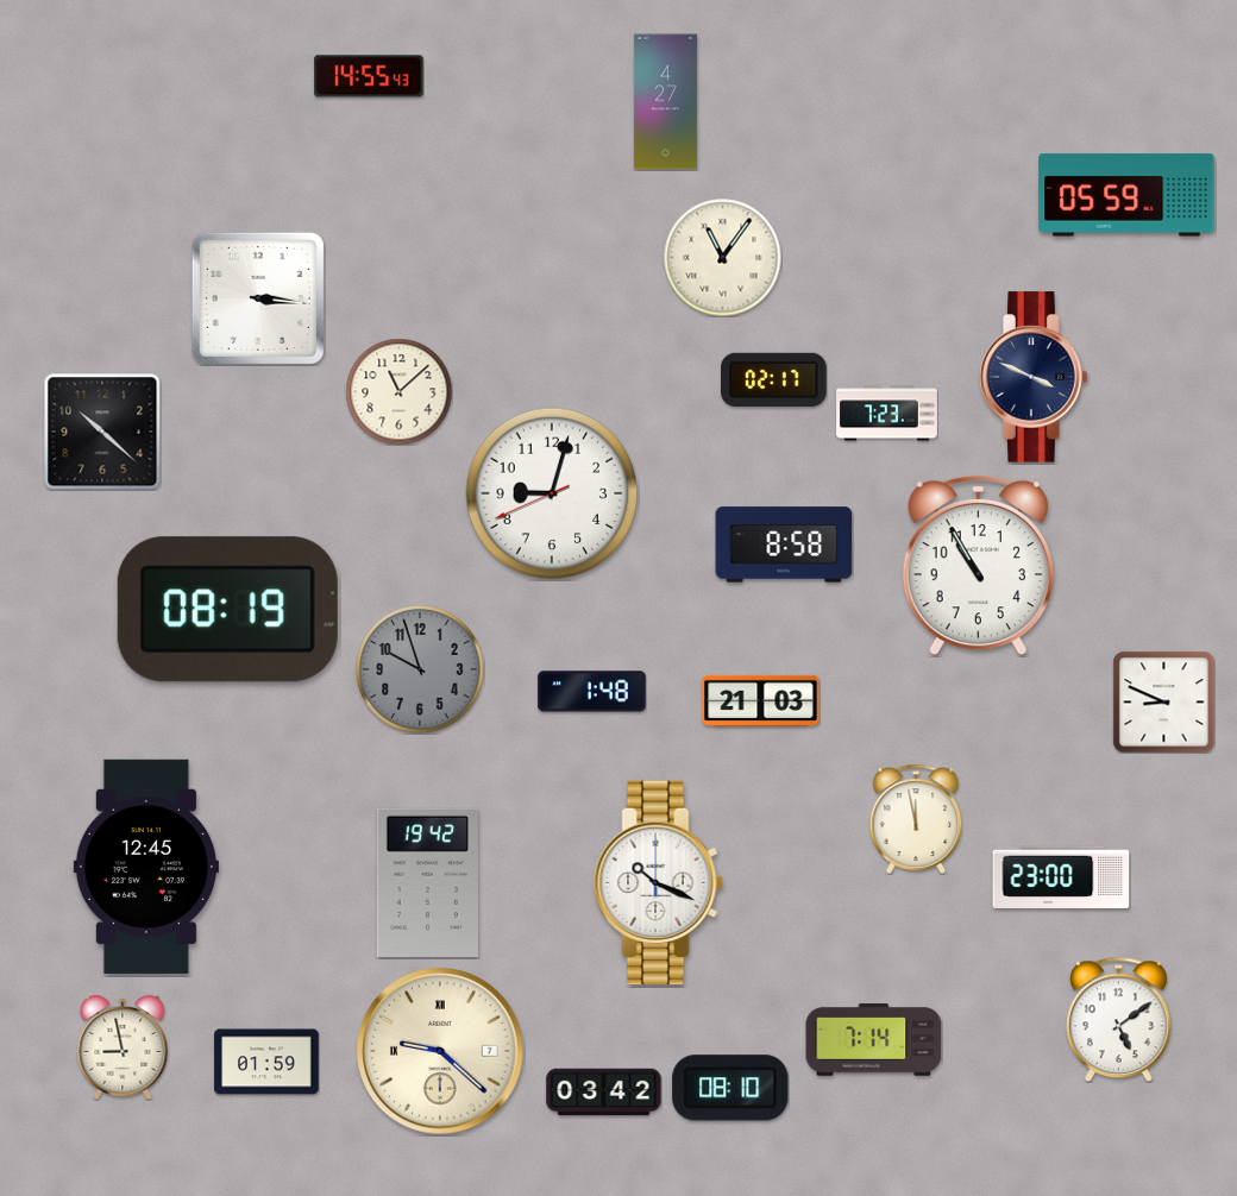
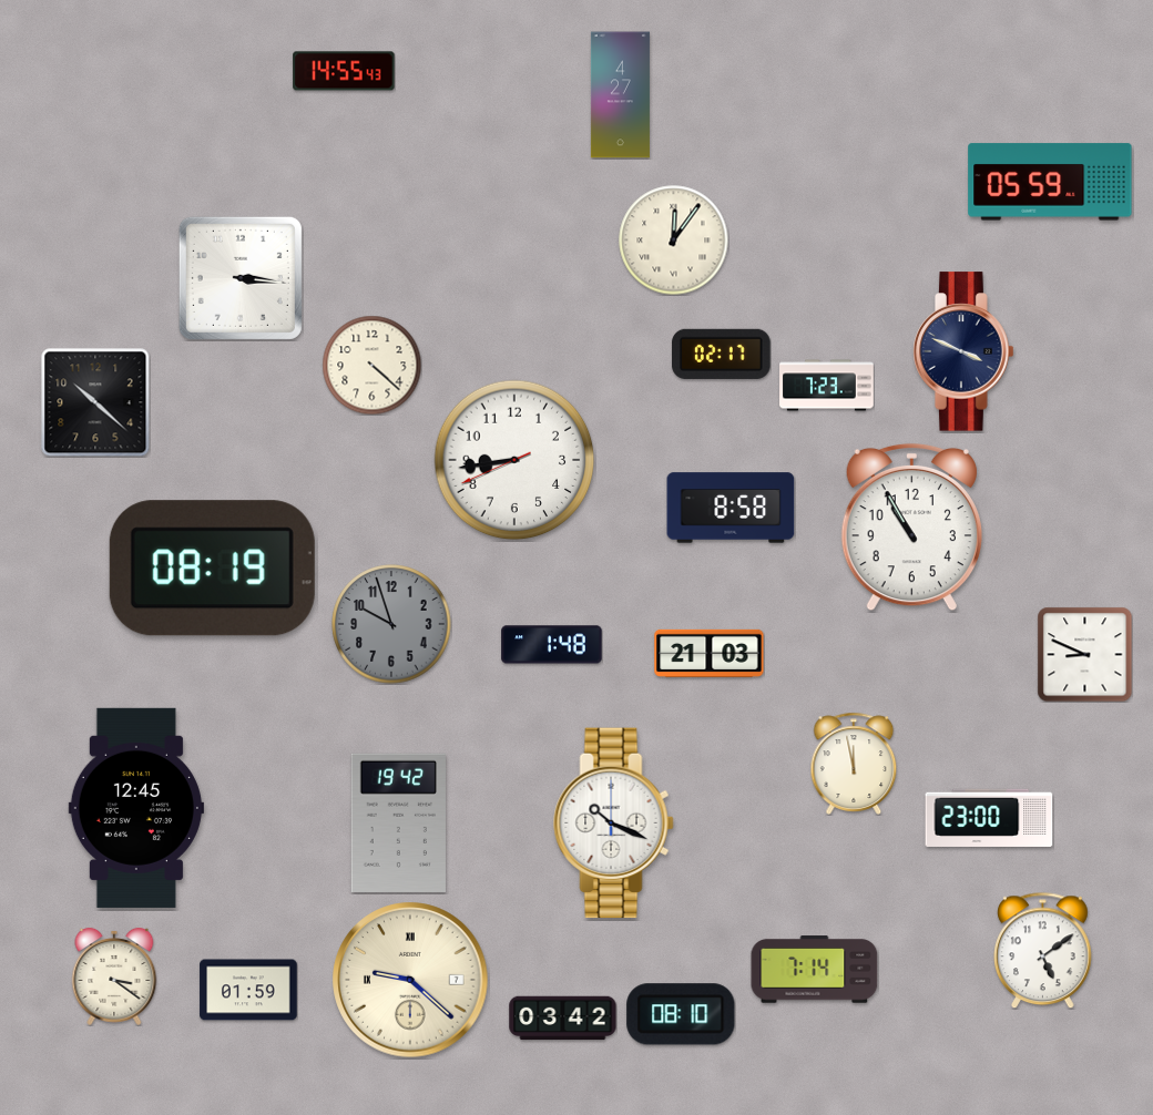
clock at (723, 258): 11:06 -> 12:06
clock at (398, 391): 11:08 -> 4:22
clock at (552, 493): 9:02 -> 8:43
clock at (123, 1047): 8:58 -> 3:21
